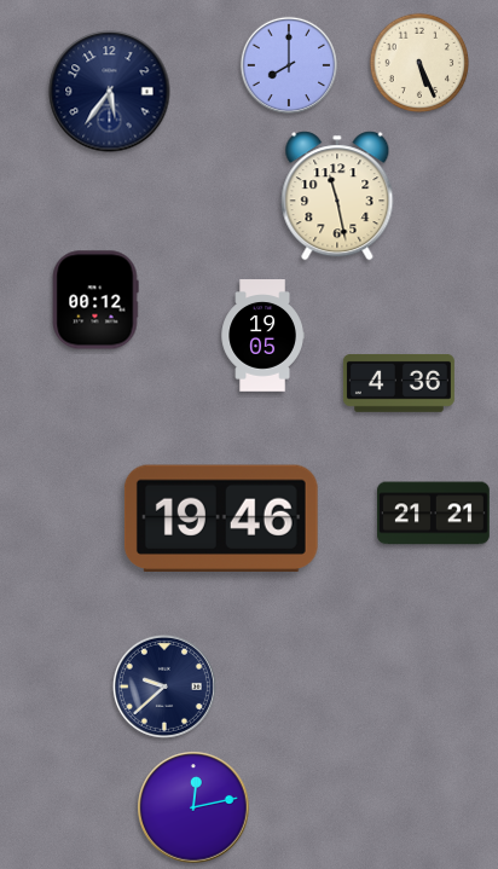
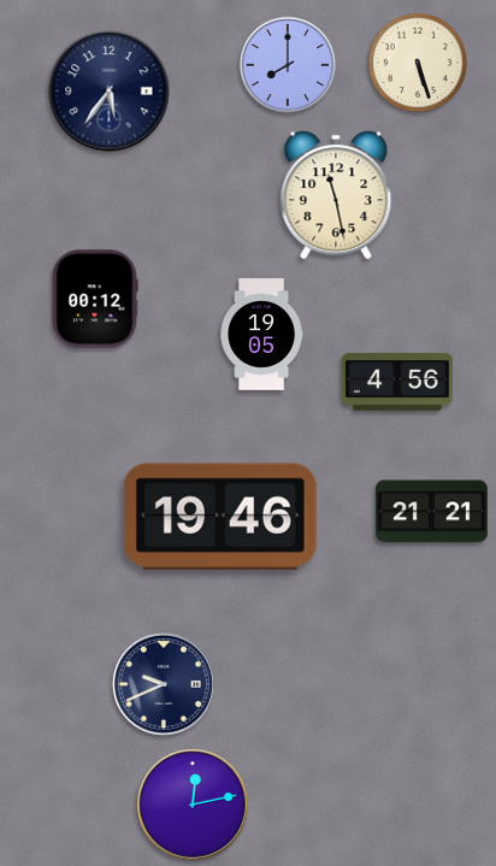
clock at (419, 63): 5:26 -> 5:27
clock at (399, 383): 4:36 -> 4:56
clock at (164, 686): 9:38 -> 9:41
